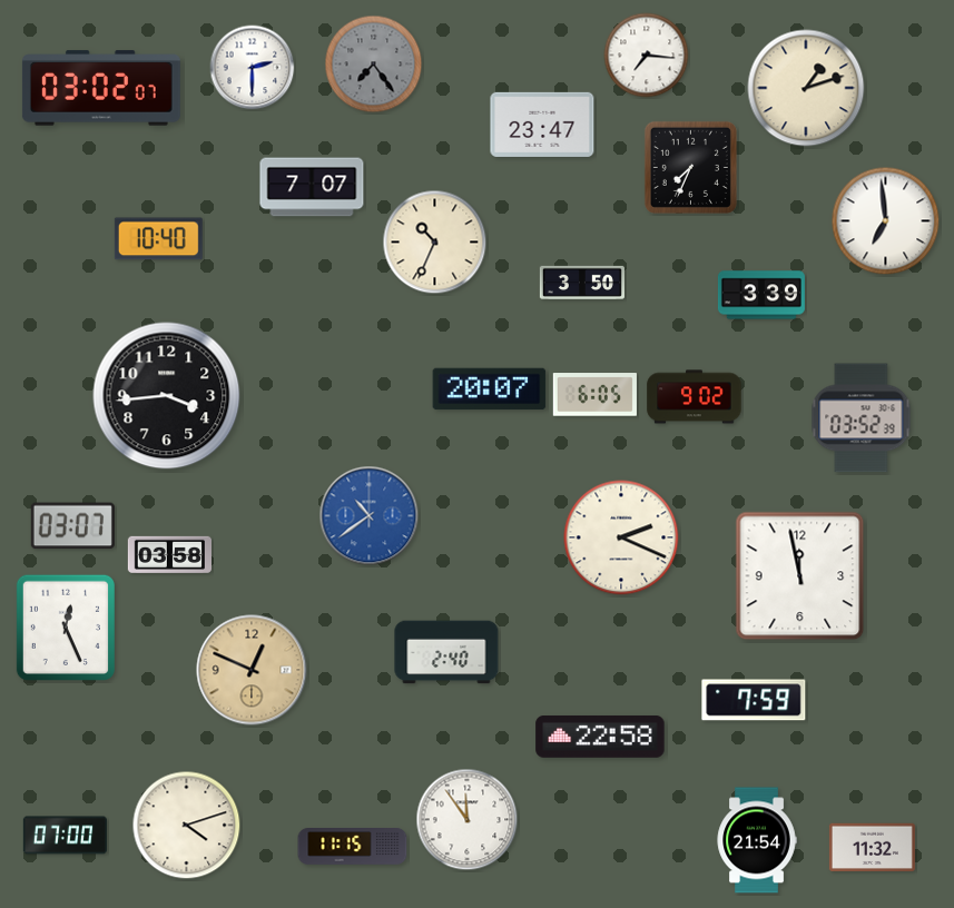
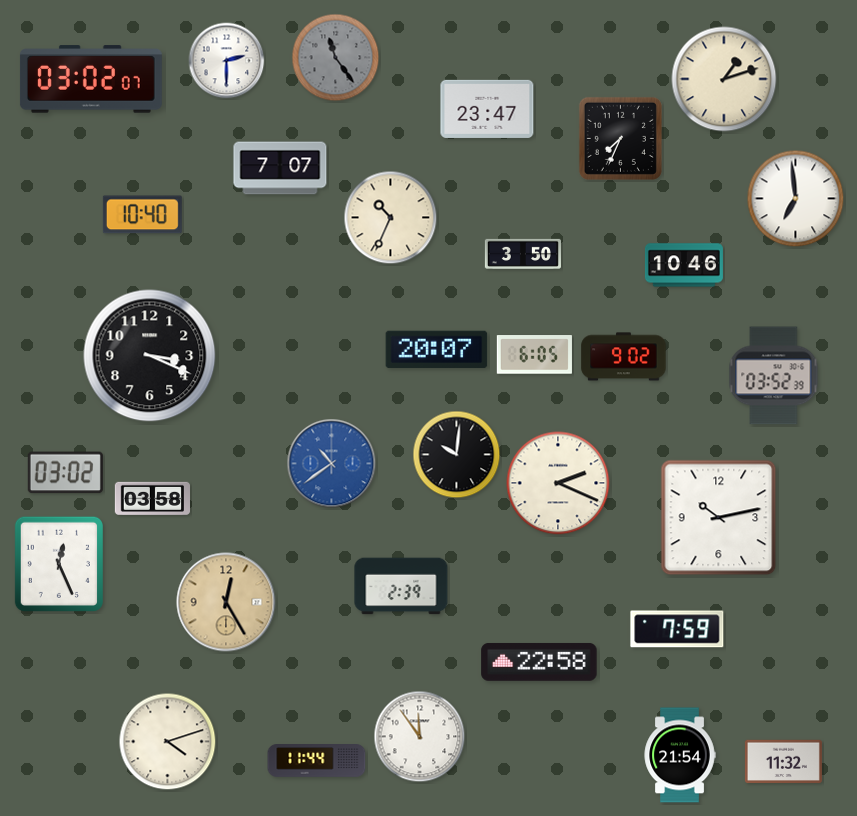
clock at (647, 56): 7:16 -> none
clock at (374, 65): 7:24 -> 11:24
clock at (542, 125) position: (542, 125) -> (487, 109)
clock at (690, 167) position: (690, 167) -> (620, 138)
clock at (761, 295): 3:39 -> 10:46
clock at (490, 389) position: (490, 389) -> (437, 350)
clock at (167, 396): 3:44 -> 3:19
clock at (457, 455): none -> 10:01
clock at (72, 526): 03:07 -> 03:02
clock at (800, 576): 11:58 -> 10:13
clock at (446, 652): 2:40 -> 2:39
clock at (252, 670): 12:49 -> 12:25
clock at (65, 836): 07:00 -> none
clock at (353, 847): 11:15 -> 11:44
